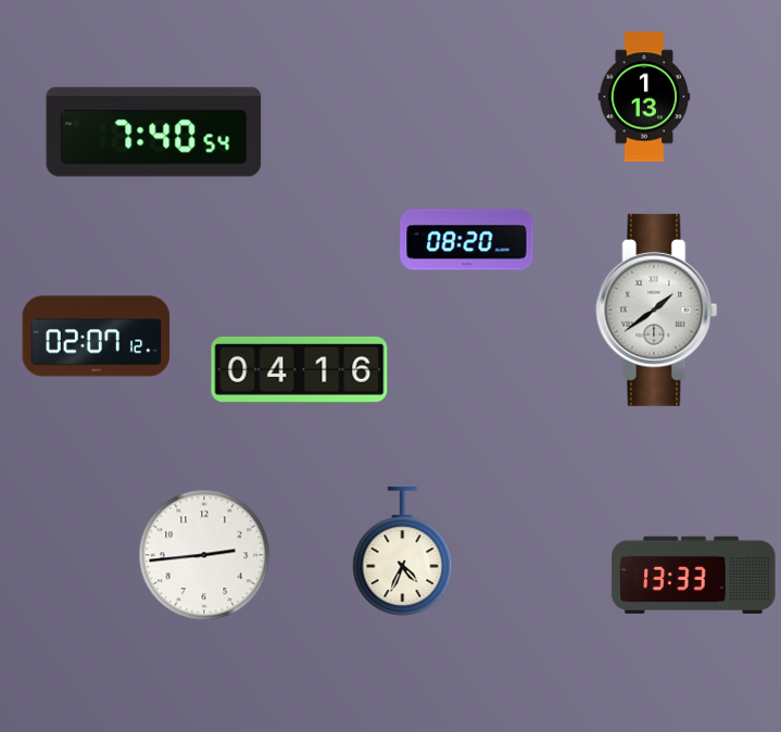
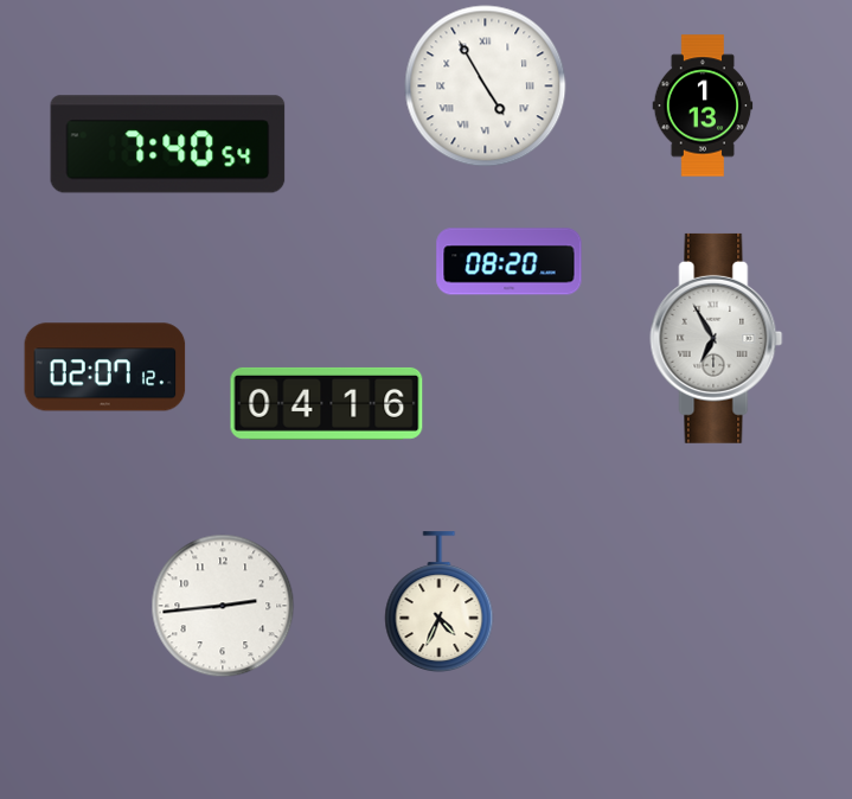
clock at (486, 87): none -> 4:55
clock at (657, 310): 1:39 -> 6:55
clock at (694, 575): 13:33 -> none
